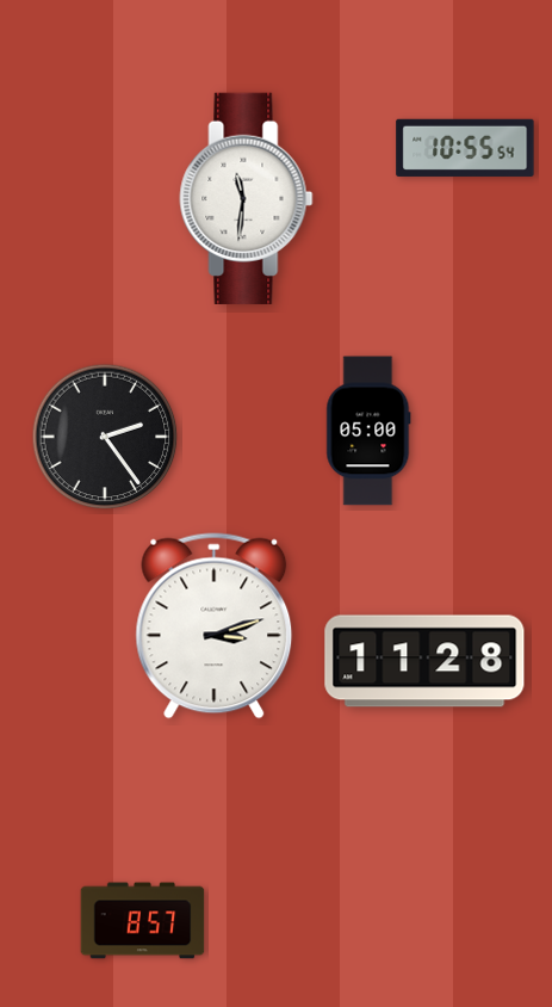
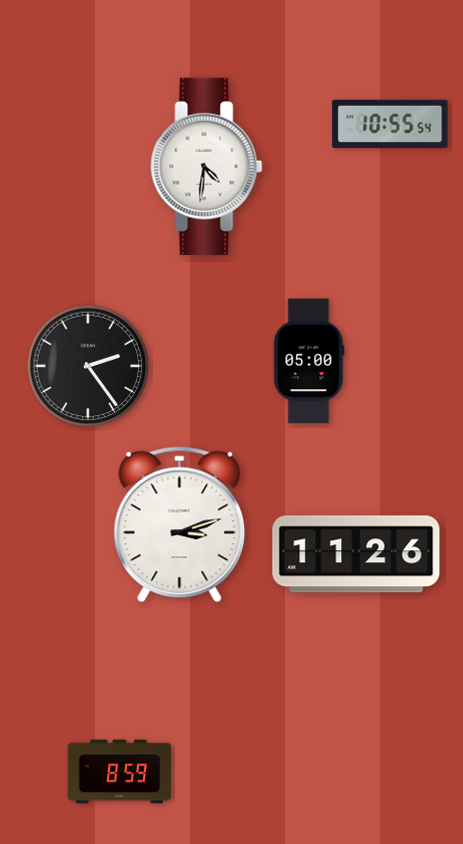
clock at (247, 198): 11:31 -> 4:31
clock at (424, 661): 11:28 -> 11:26
clock at (143, 921): 8:57 -> 8:59
